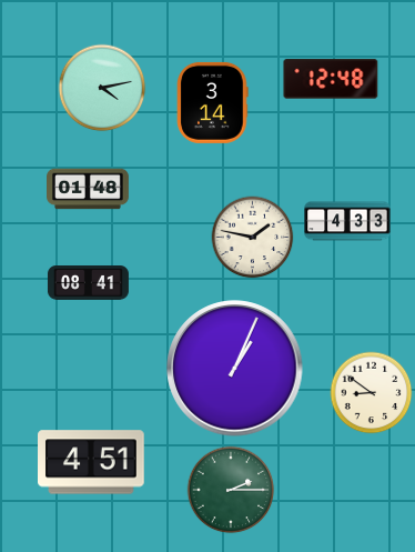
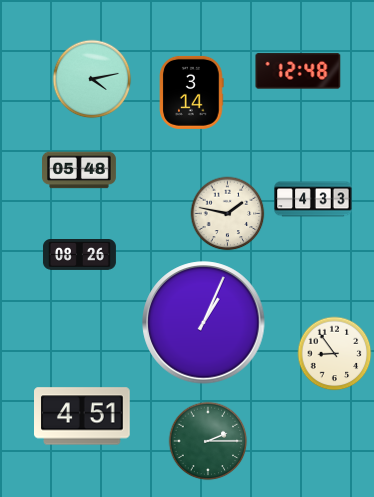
clock at (89, 189): 01:48 -> 05:48
clock at (88, 283): 08:41 -> 08:26
clock at (235, 369) position: (235, 369) -> (204, 323)
clock at (372, 393): 8:51 -> 8:54
